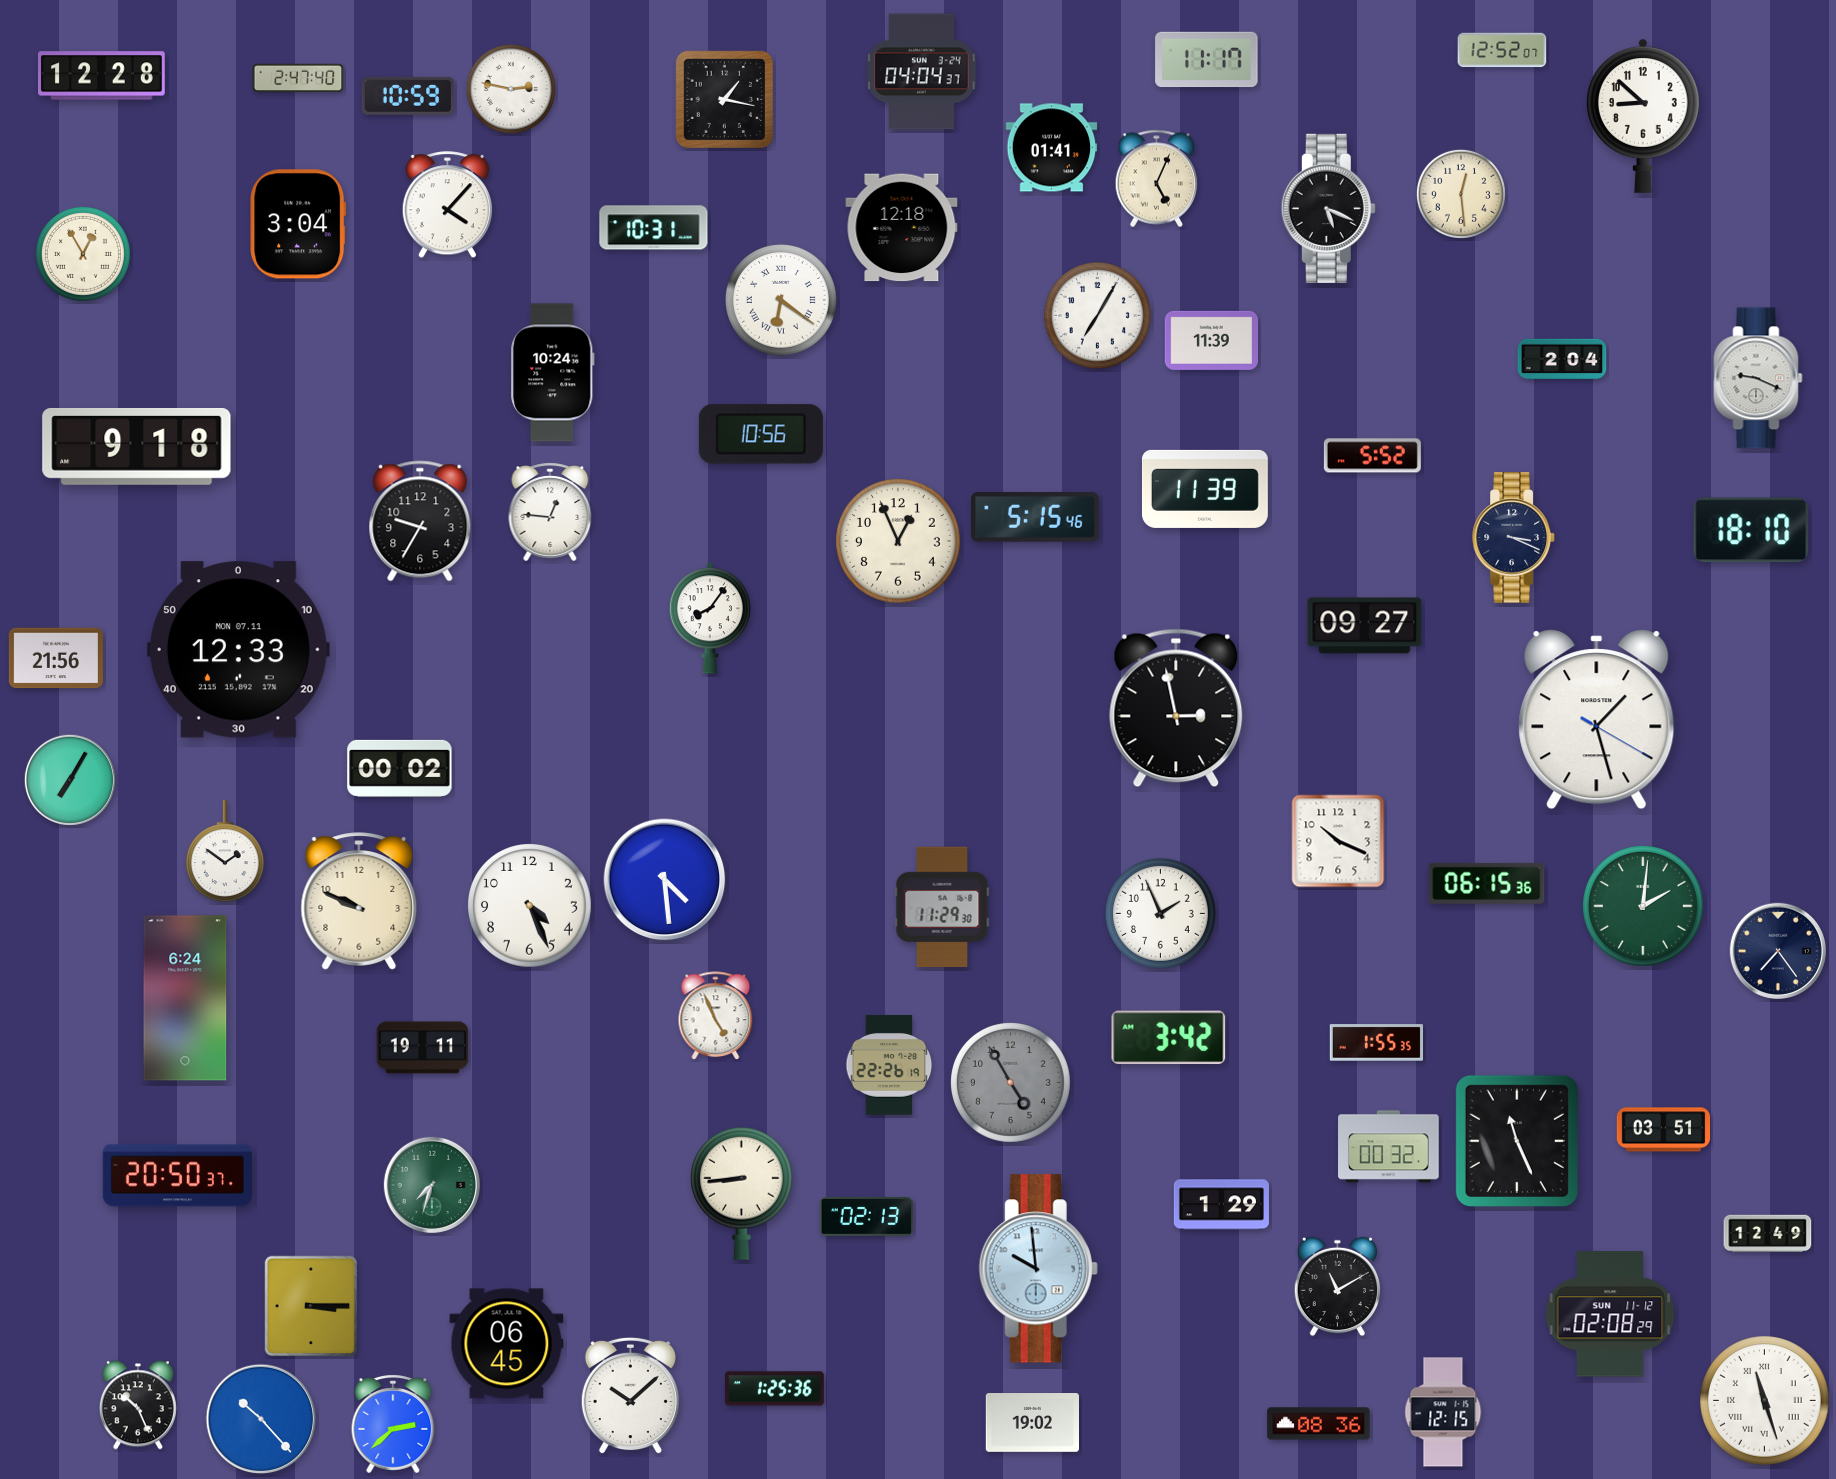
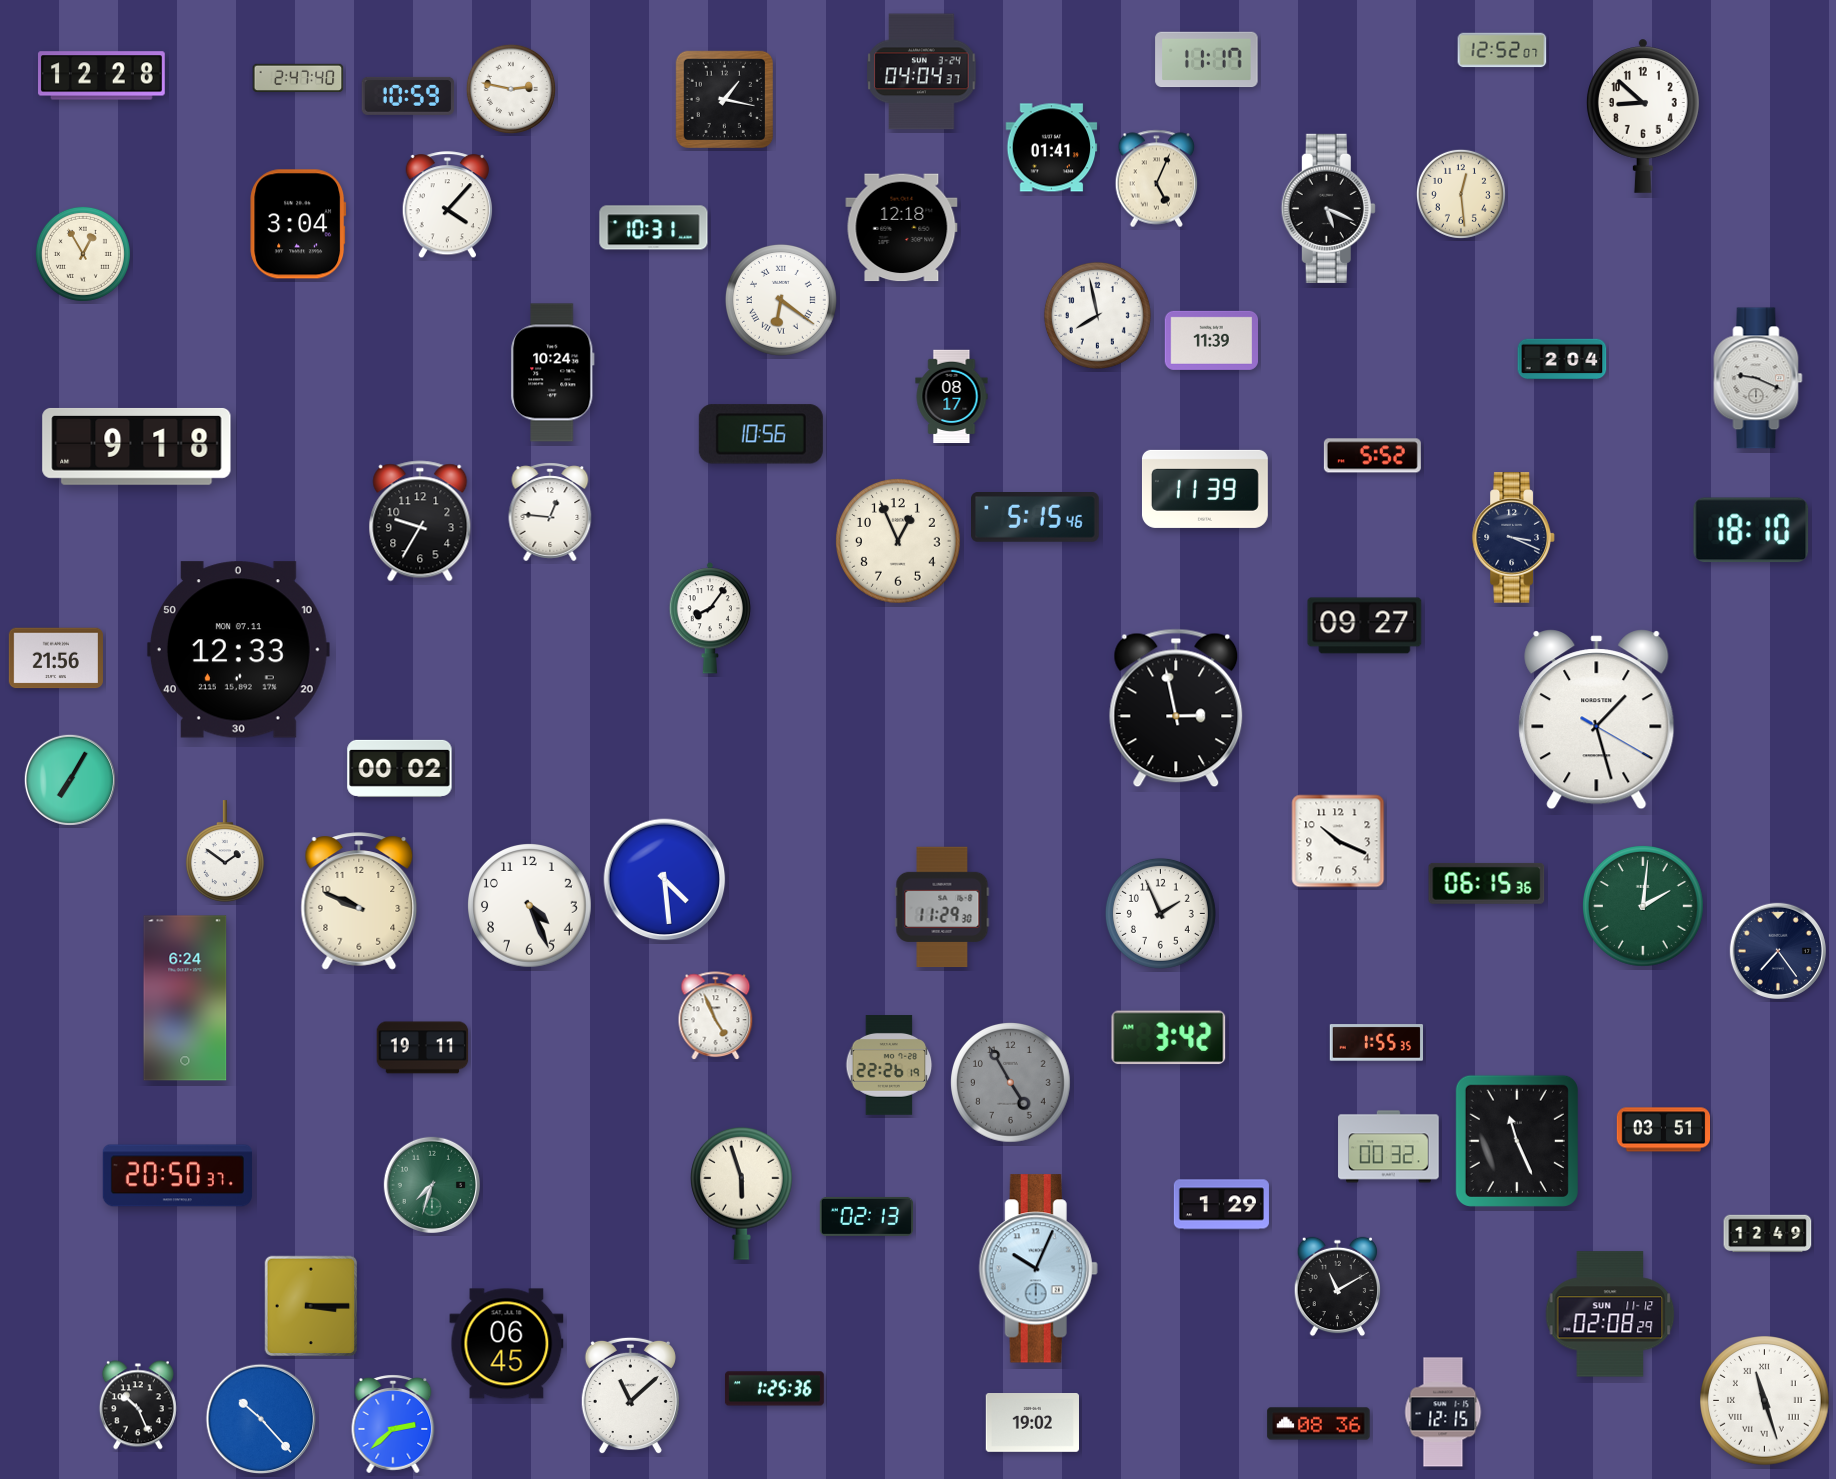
clock at (1097, 315): 7:05 -> 7:58
clock at (952, 397): none -> 08:17
clock at (742, 1193): 8:44 -> 5:57
clock at (1038, 1269): 9:59 -> 10:04
clock at (630, 1396): 10:08 -> 11:08
